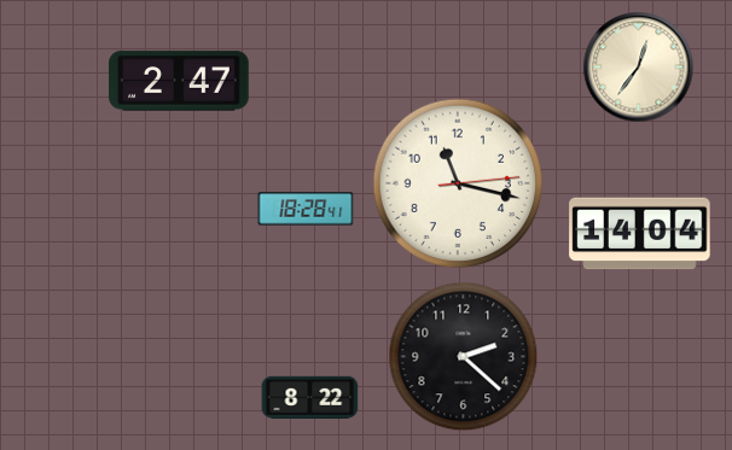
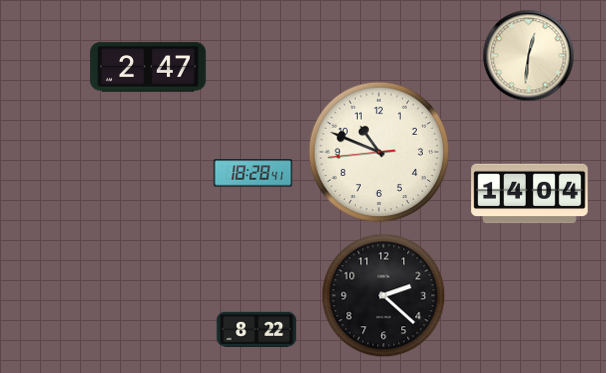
clock at (639, 68): 12:36 -> 12:31
clock at (458, 183): 11:17 -> 10:48
